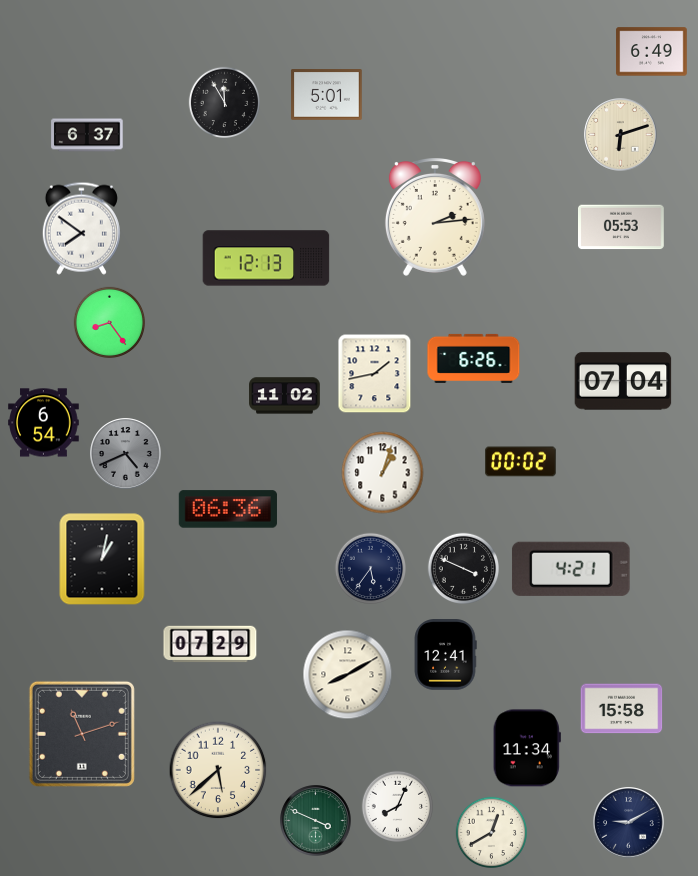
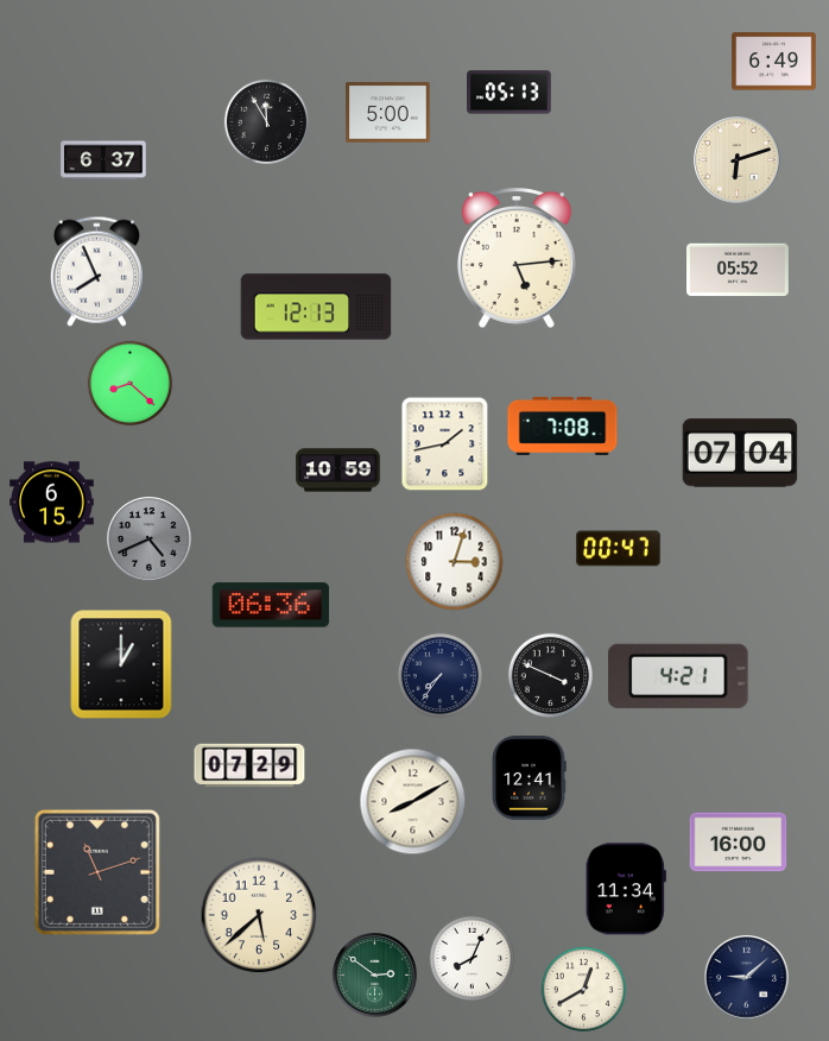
clock at (510, 93): none -> 05:13
clock at (327, 95): 5:01 -> 5:00
clock at (435, 218): 2:14 -> 5:14
clock at (622, 227): 05:53 -> 05:52
clock at (81, 228): 7:51 -> 7:56
clock at (109, 322): 8:24 -> 8:22
clock at (474, 358): 6:26 -> 7:08
clock at (285, 396): 11:02 -> 10:59
clock at (44, 423): 6:54 -> 6:15
clock at (521, 462): 00:02 -> 00:47
clock at (383, 473): 1:03 -> 3:03
clock at (102, 559): 1:02 -> 1:00
clock at (370, 568): 5:36 -> 7:36
clock at (622, 709): 15:58 -> 16:00
clock at (316, 821): 3:49 -> 2:51
clock at (629, 823): 9:10 -> 9:08
